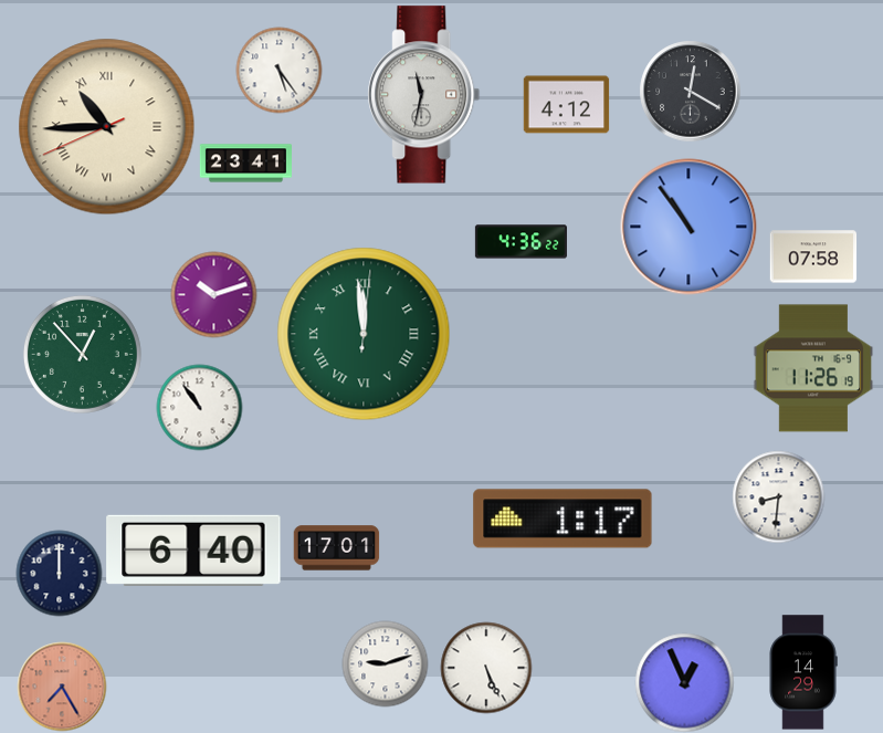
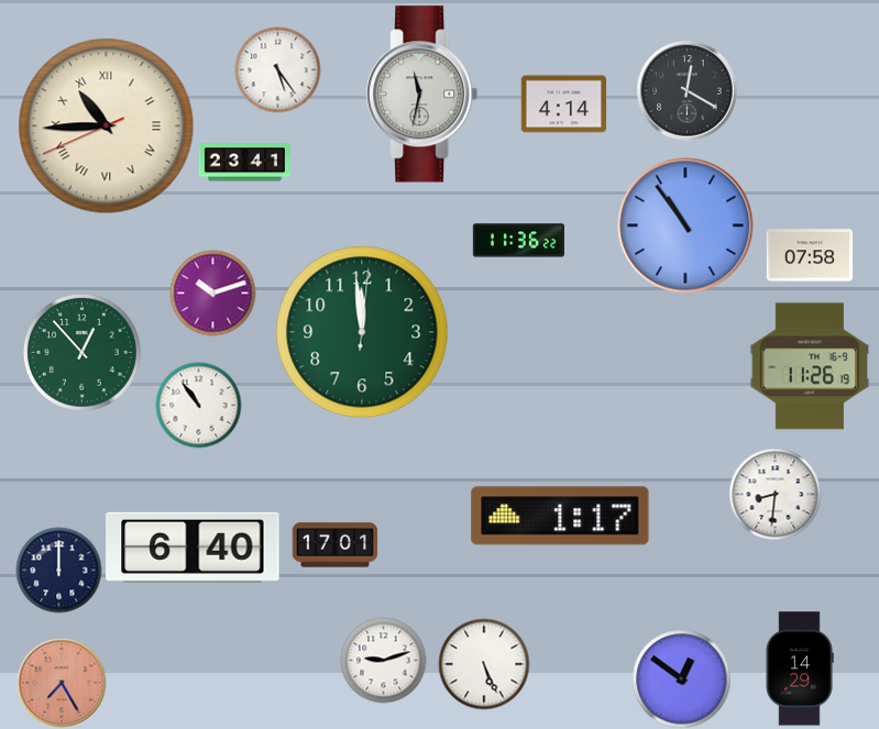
clock at (566, 105): 4:12 -> 4:14
clock at (521, 242): 4:36 -> 11:36
clock at (364, 334) numerals: Roman -> Arabic
clock at (684, 682): 12:56 -> 12:51
